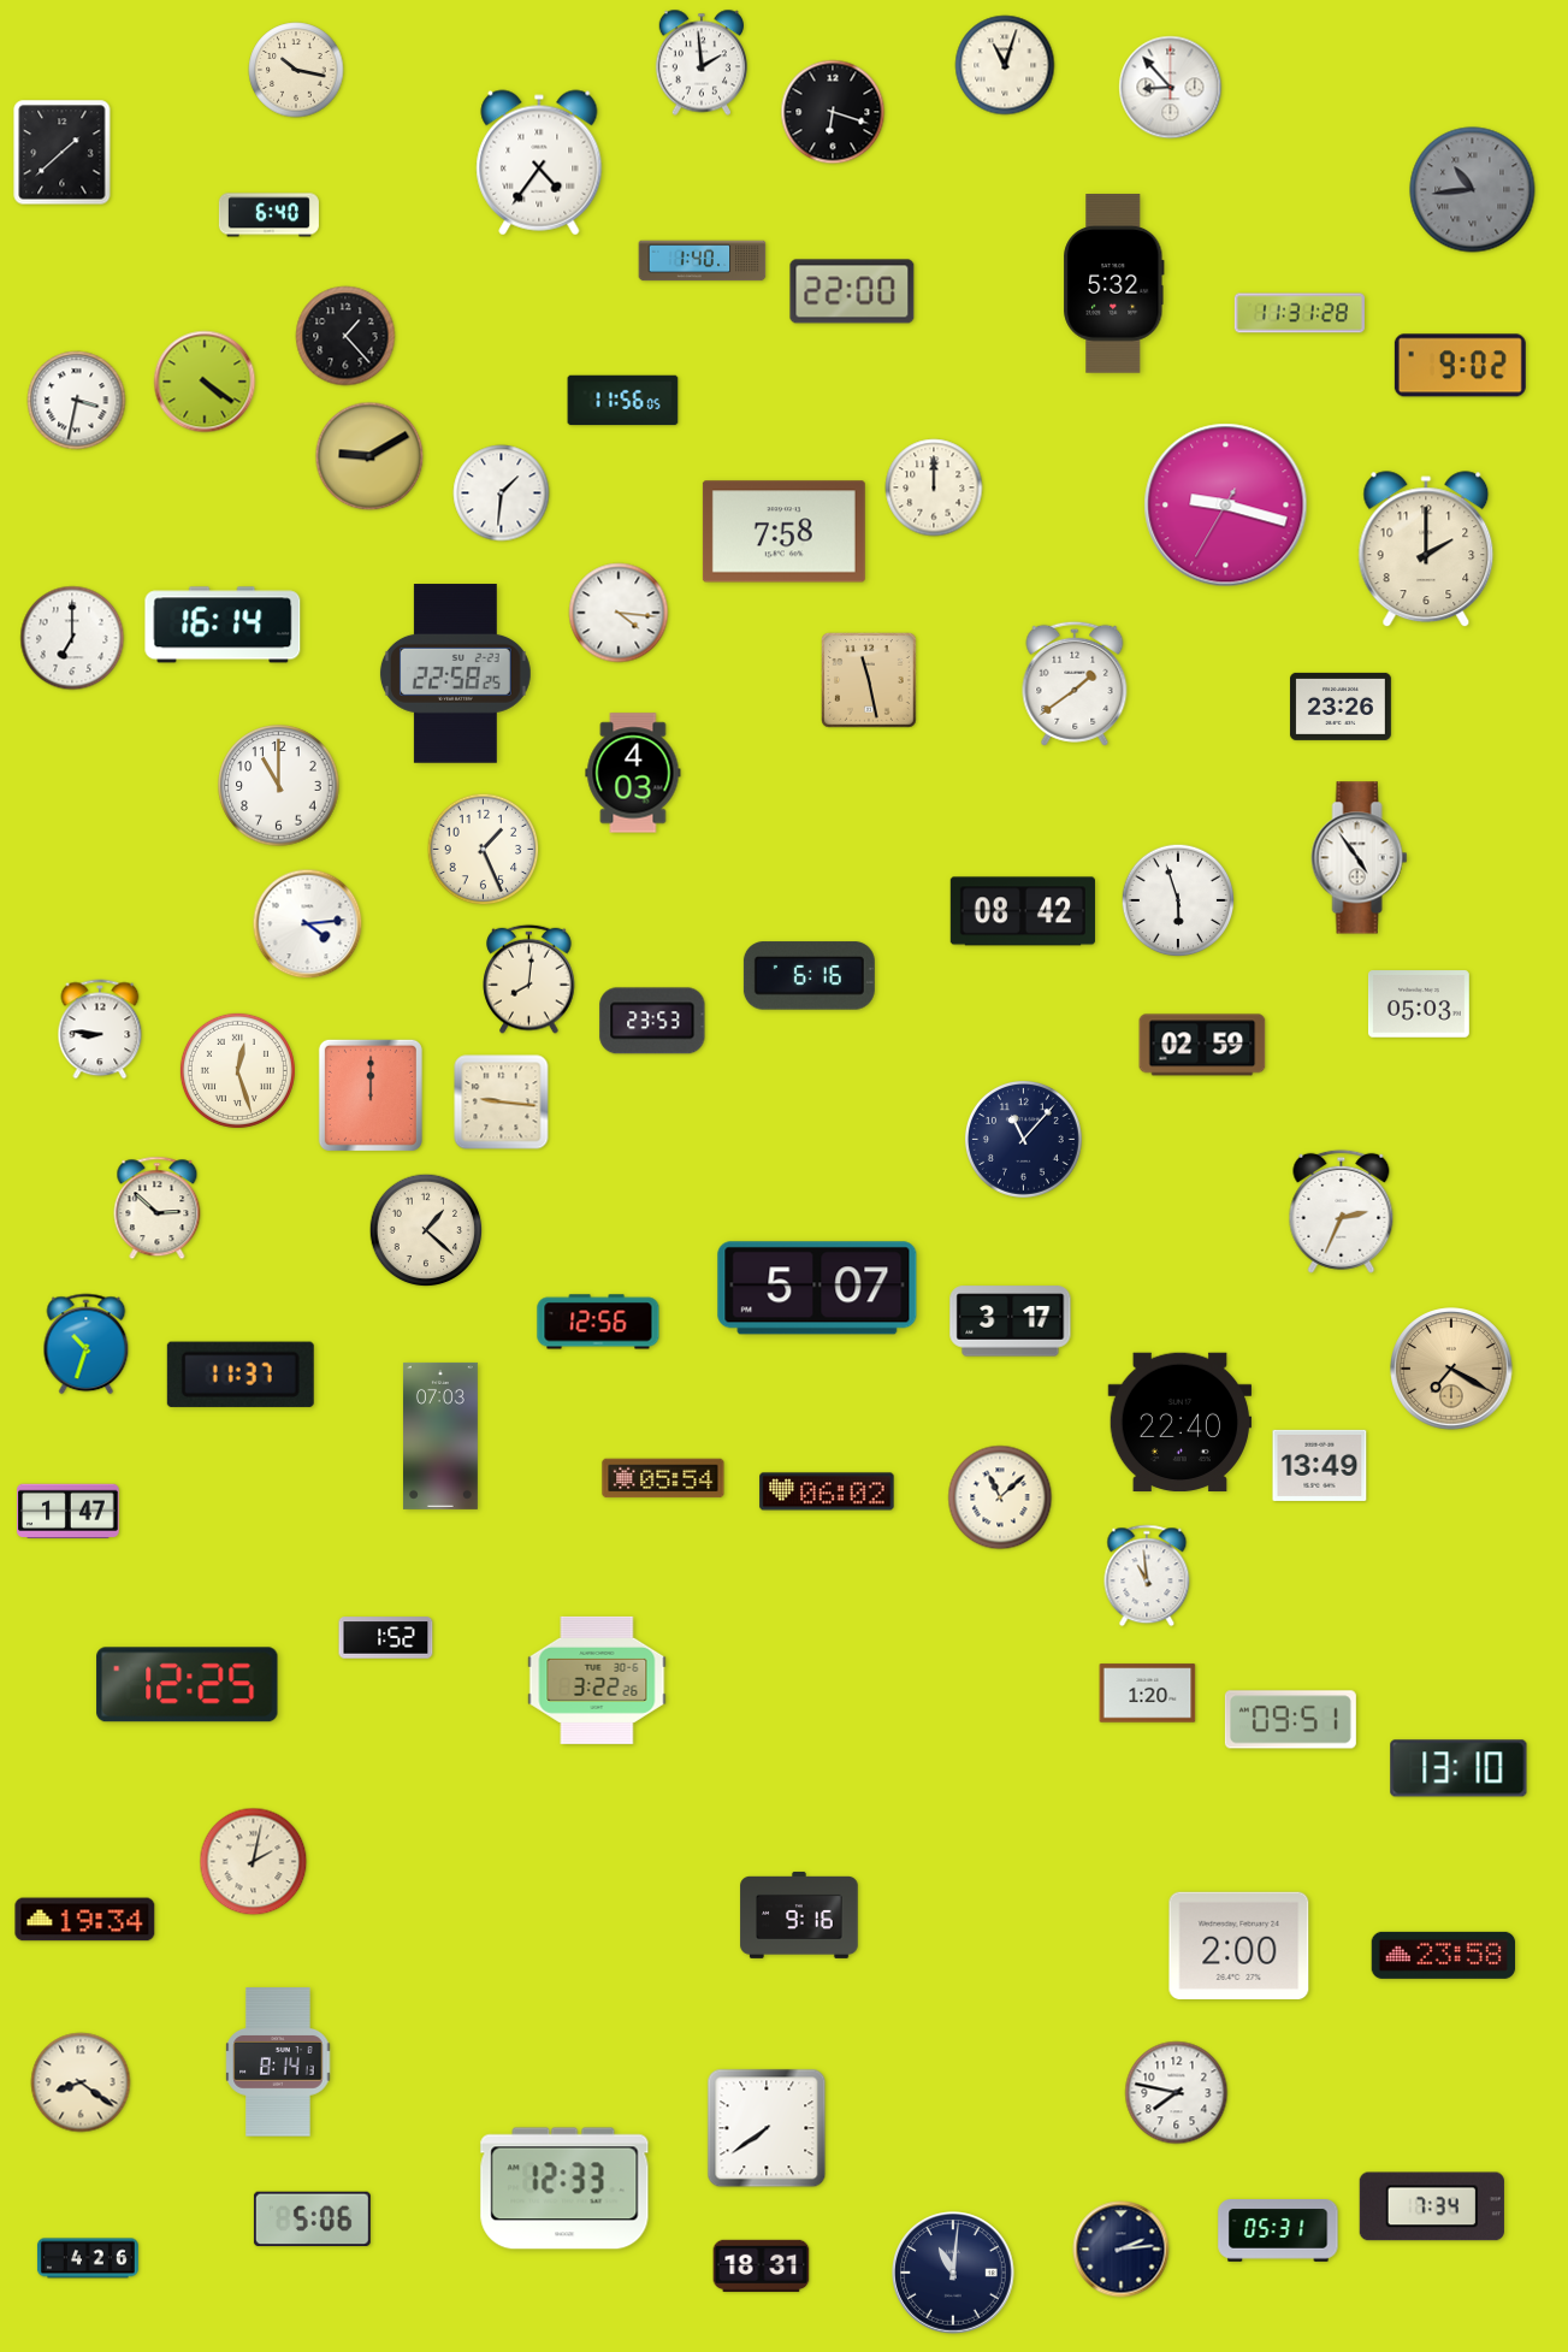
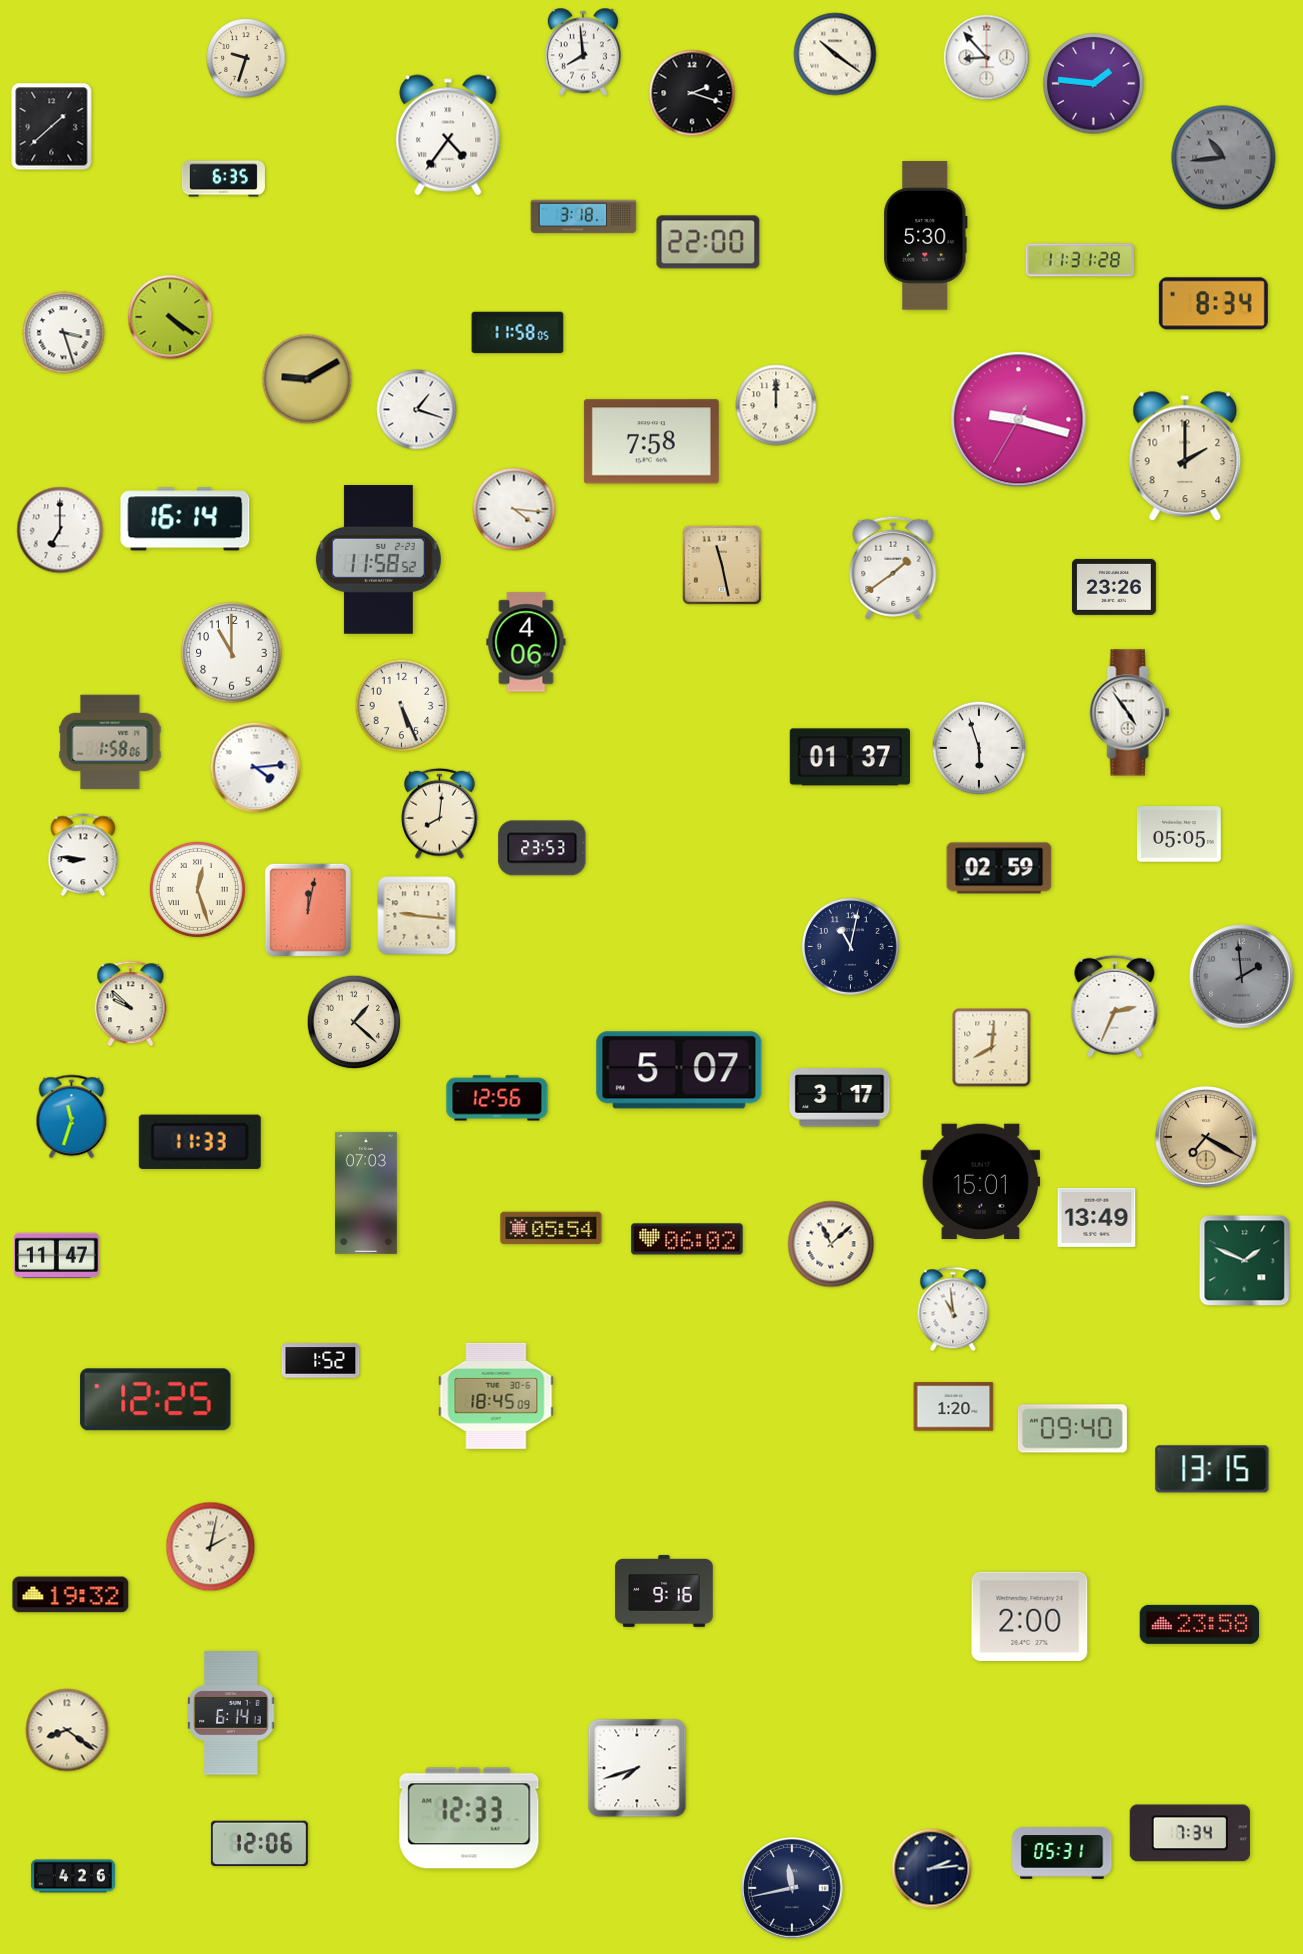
clock at (700, 63): 1:59 -> 7:59
clock at (1005, 65): 11:03 -> 10:21
clock at (296, 70): 10:17 -> 9:33
clock at (1171, 88) position: (1171, 88) -> (987, 58)
clock at (1094, 84): none -> 1:46
clock at (833, 112): 6:18 -> 2:18
clock at (268, 215): 6:40 -> 6:35
clock at (703, 261): 1:40 -> 3:18
clock at (1114, 284): 5:32 -> 5:30
clock at (345, 336): 1:23 -> none
clock at (1460, 366): 9:02 -> 8:34
clock at (77, 401): 3:32 -> 3:27
clock at (623, 401): 11:56 -> 11:58
clock at (502, 494): 1:31 -> 1:18
clock at (455, 674): 22:58 -> 11:58
clock at (633, 773): 4:03 -> 4:06
clock at (484, 850): 1:26 -> 5:26
clock at (110, 742): none -> 1:58
clock at (1023, 911): 08:42 -> 01:37
clock at (809, 976): 6:16 -> none
clock at (1419, 1004): 05:03 -> 05:05
clock at (371, 1095): 12:00 -> 12:02
clock at (1023, 1139): 11:07 -> 11:02
clock at (1242, 977): none -> 1:59
clock at (158, 1208): 2:52 -> 9:52
clock at (992, 1048): none -> 8:01
clock at (87, 1345): 10:33 -> 11:33
clock at (241, 1375): 11:37 -> 11:33
clock at (1181, 1423): 22:40 -> 15:01
clock at (69, 1511): 1:47 -> 11:47
clock at (1245, 1261): none -> 1:49
clock at (597, 1680): 3:22 -> 18:45
clock at (1290, 1720): 09:51 -> 09:40
clock at (1458, 1768): 13:10 -> 13:15
clock at (85, 1920): 19:34 -> 19:32
clock at (278, 2062): 8:14 -> 6:14
clock at (1177, 2093): 7:47 -> none
clock at (767, 2128): 7:39 -> 7:42
clock at (312, 2220): 5:06 -> 12:06
clock at (762, 2267): 18:31 -> none
clock at (953, 2273): 11:01 -> 11:43
